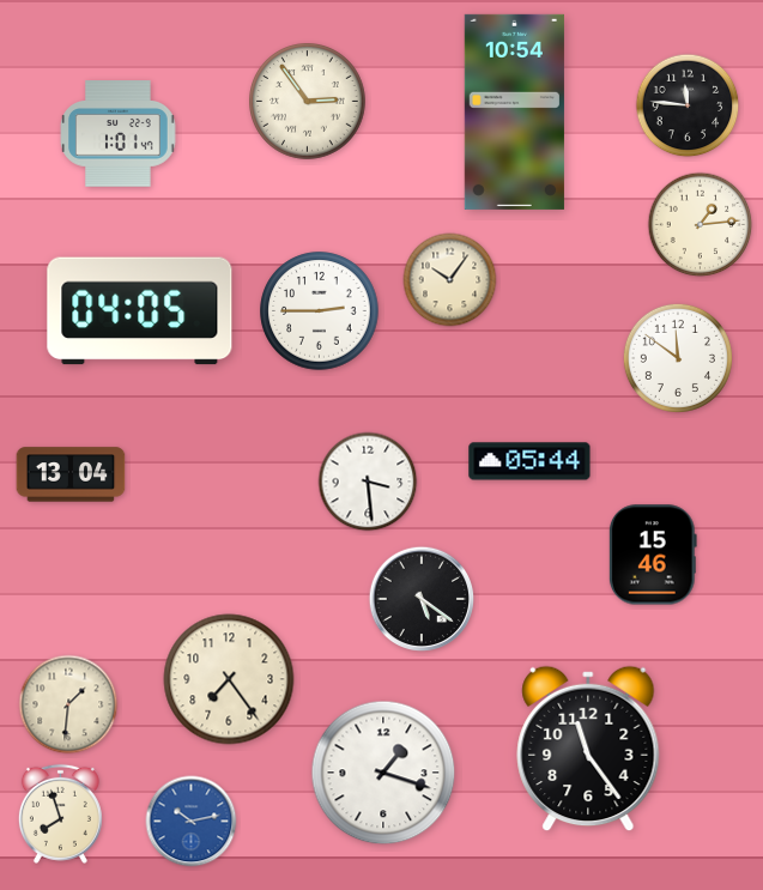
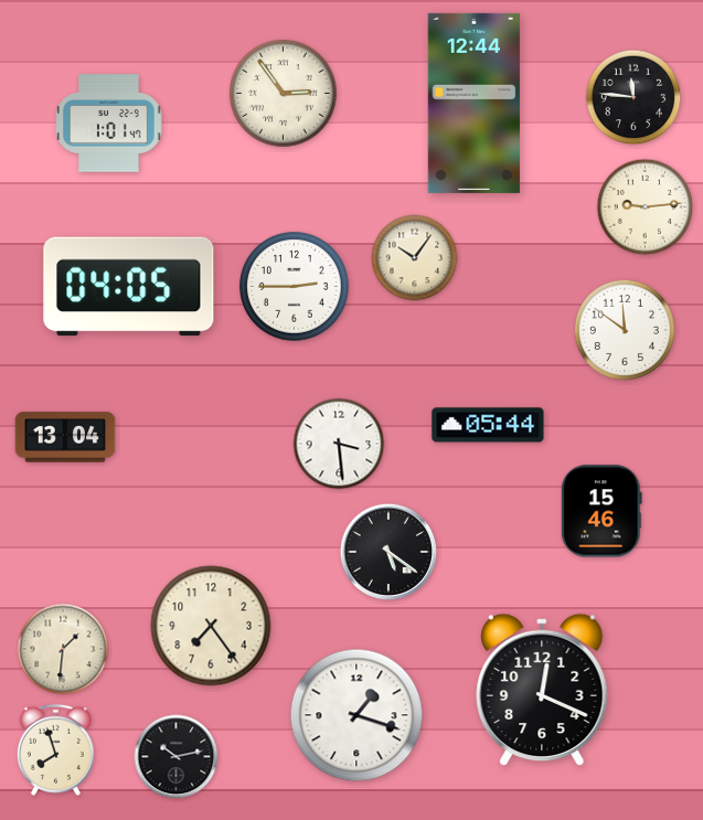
clock at (514, 111): 10:54 -> 12:44
clock at (701, 225): 1:14 -> 9:14
clock at (588, 749): 11:24 -> 12:19
clock at (383, 773) position: (383, 773) -> (356, 715)
clock at (192, 822) dial: blue -> black
